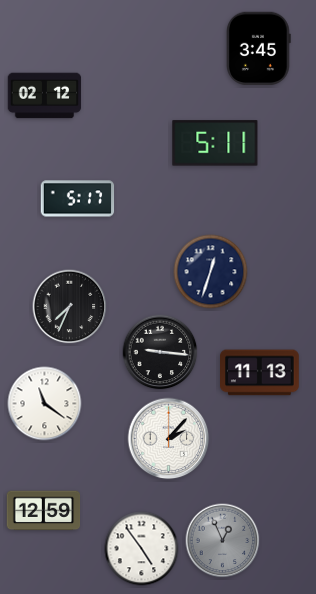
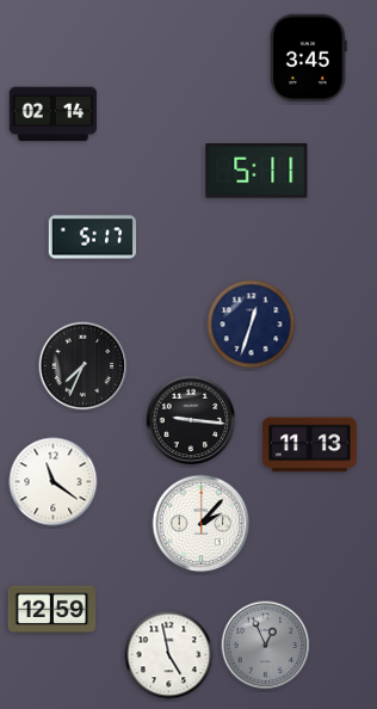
clock at (45, 96): 02:12 -> 02:14
clock at (142, 549): 4:54 -> 4:58
